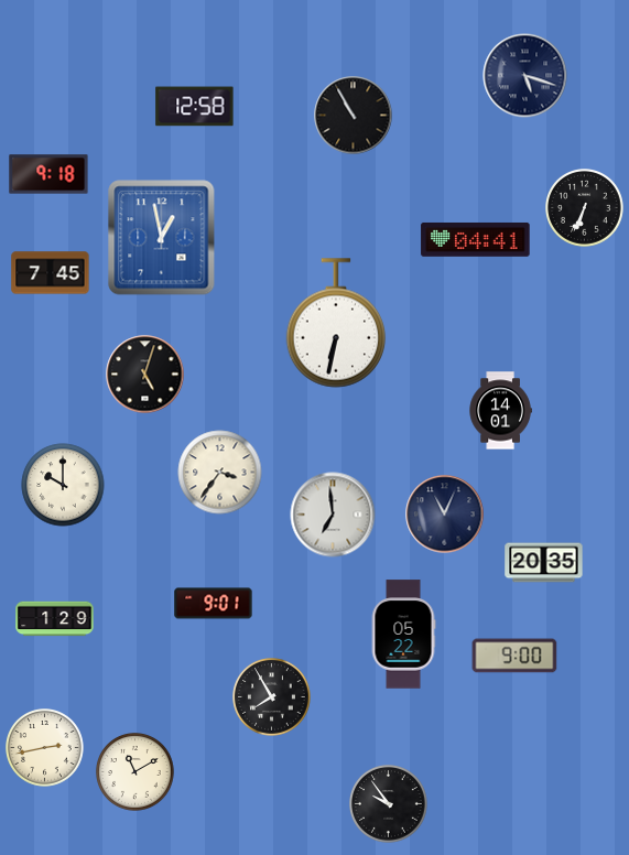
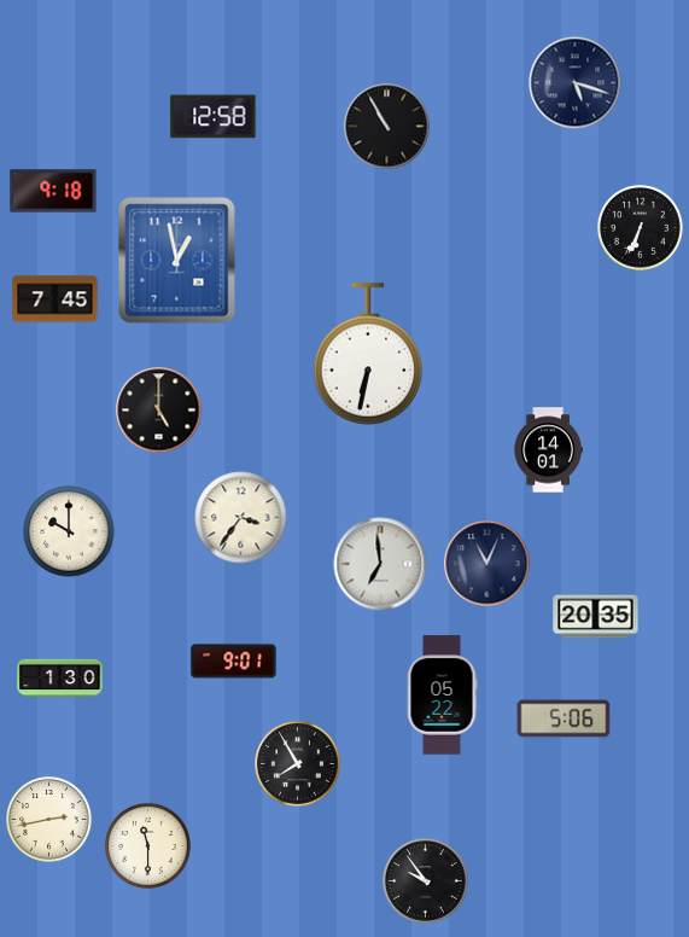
clock at (476, 240): 04:41 -> none
clock at (145, 375): 5:03 -> 5:00
clock at (333, 515) position: (333, 515) -> (380, 564)
clock at (55, 619): 1:29 -> 1:30
clock at (514, 656): 9:00 -> 5:06
clock at (135, 772): 11:10 -> 11:30
